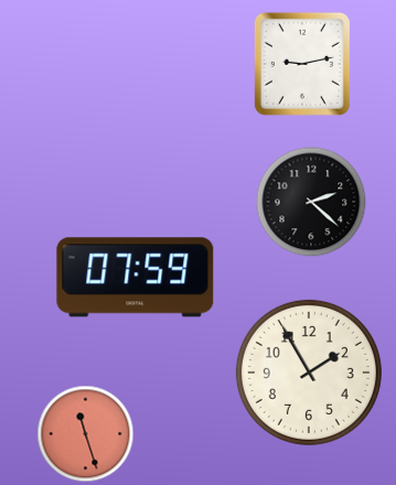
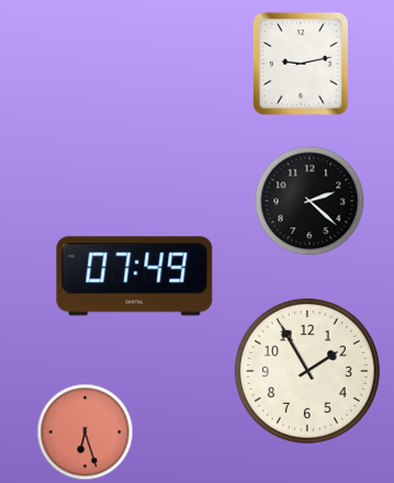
clock at (136, 278): 07:59 -> 07:49
clock at (86, 434): 11:27 -> 6:27
